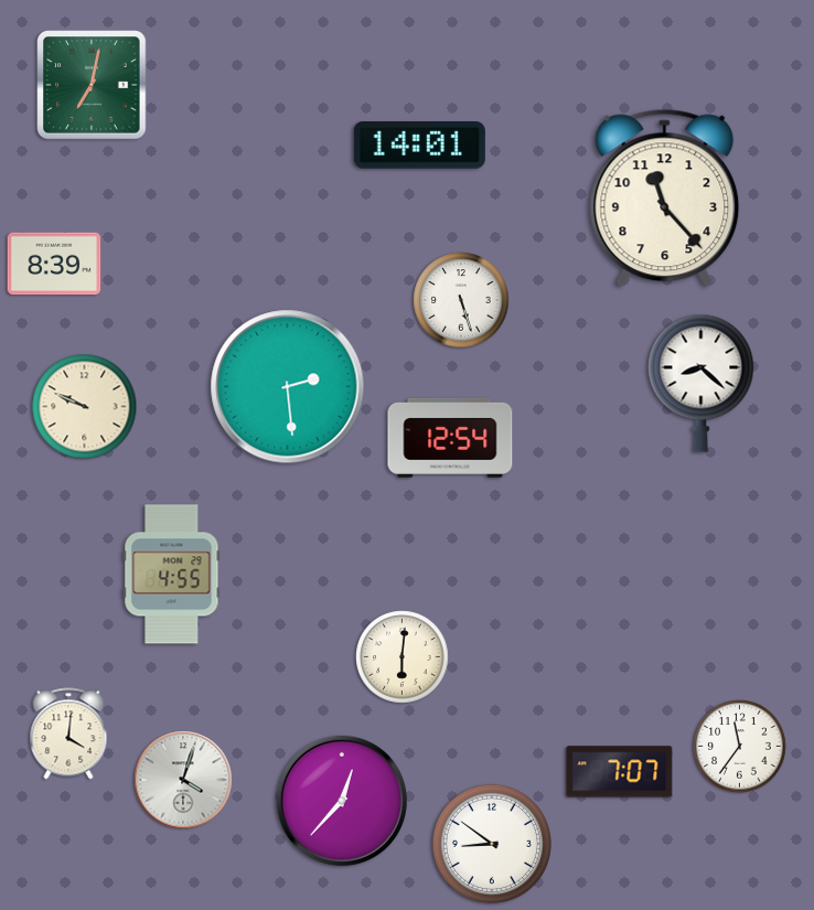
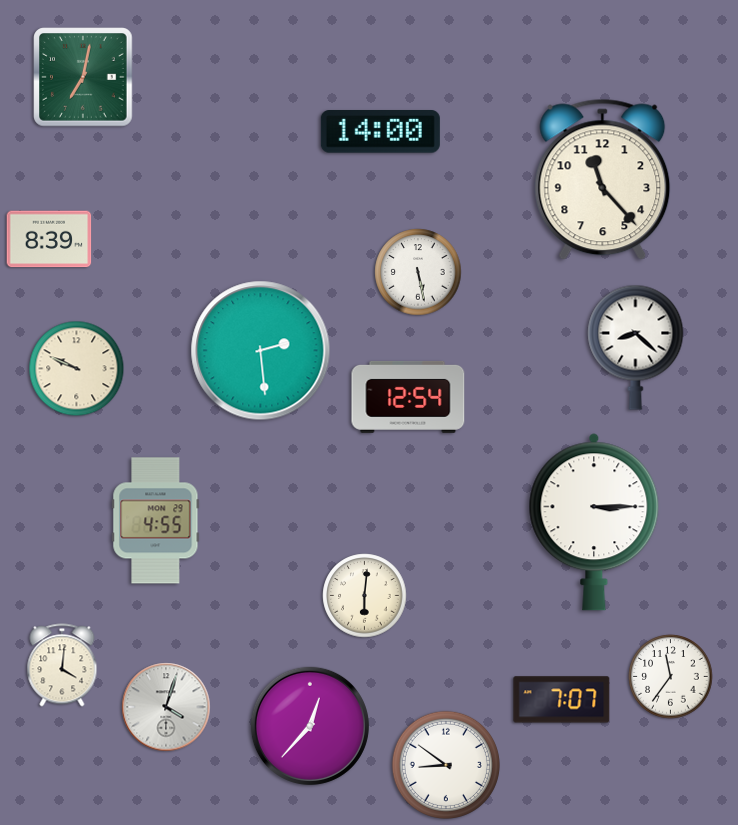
clock at (419, 146): 14:01 -> 14:00
clock at (461, 300): 5:27 -> 5:28
clock at (594, 522): none -> 3:15
